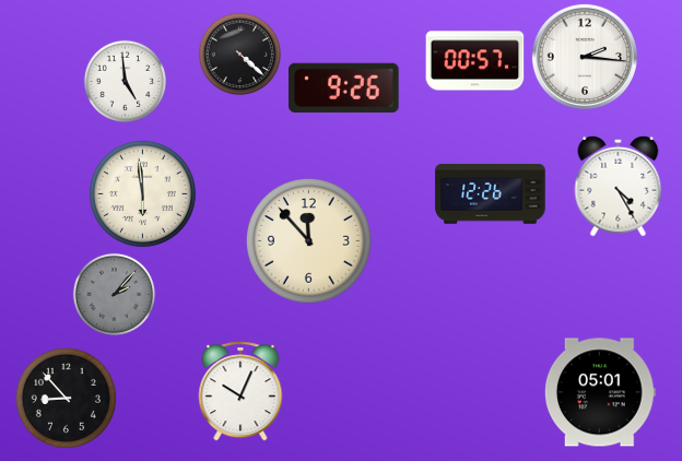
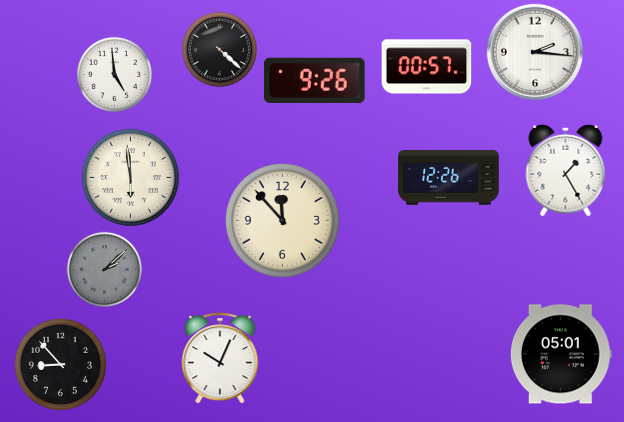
clock at (475, 61) position: (475, 61) -> (427, 67)
clock at (619, 186): 4:25 -> 1:25
clock at (115, 295): 2:07 -> 2:08
clock at (600, 392) position: (600, 392) -> (561, 354)
